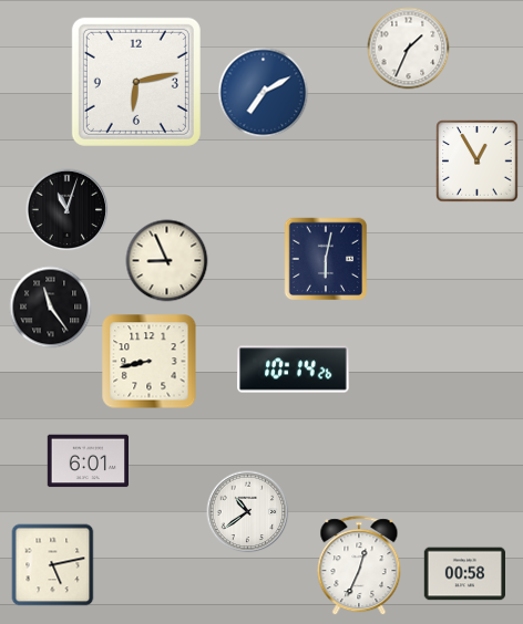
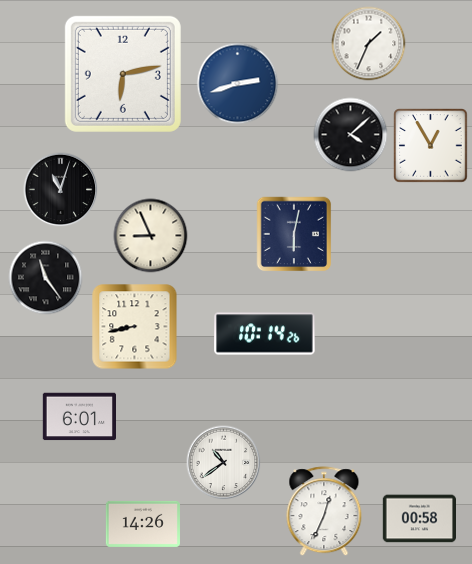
clock at (264, 93): 7:10 -> 2:42
clock at (351, 135): none -> 4:08
clock at (53, 565): 5:13 -> none
clock at (143, 524): none -> 14:26
